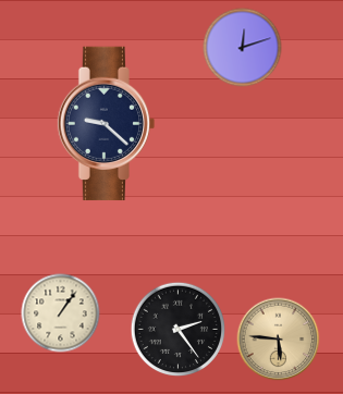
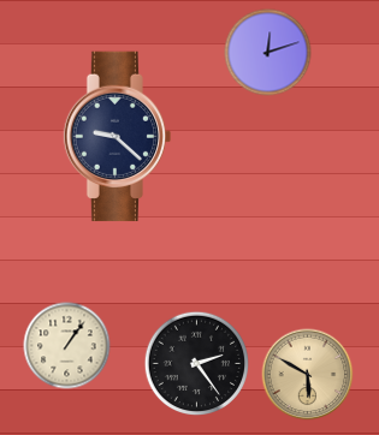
clock at (279, 340): 5:46 -> 5:50
